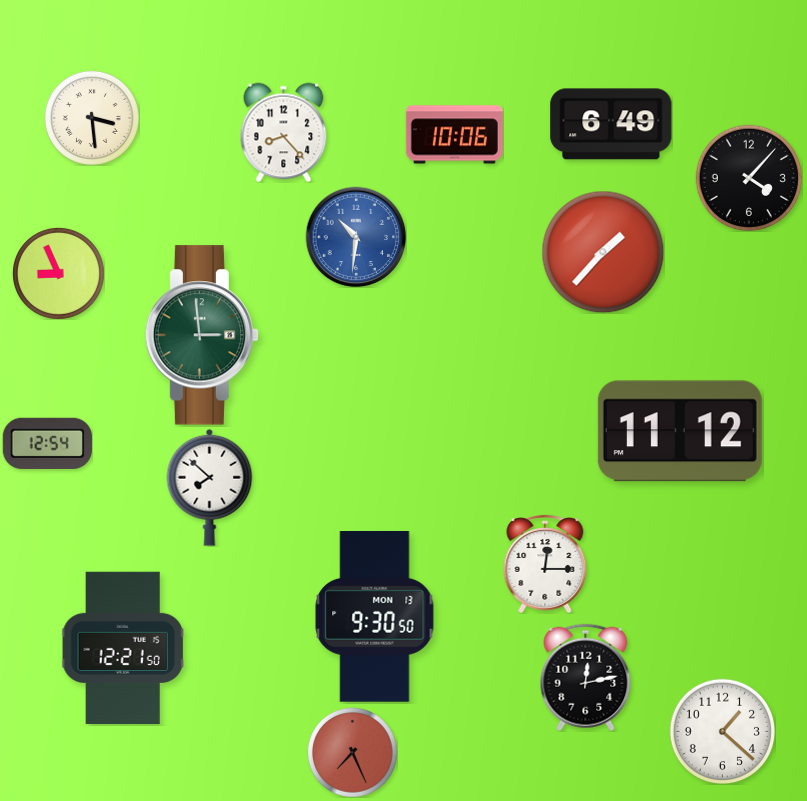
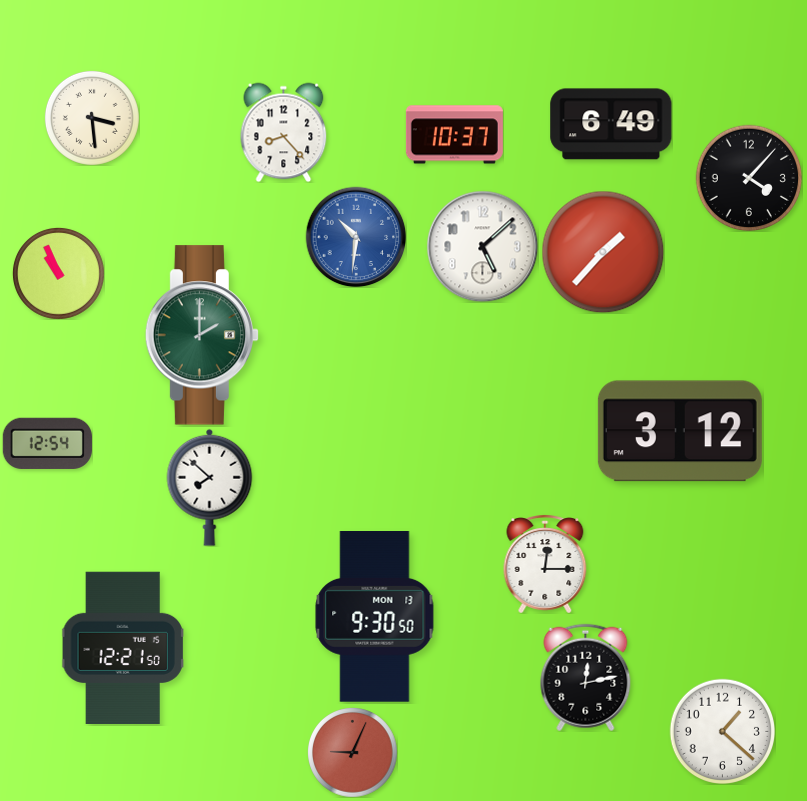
clock at (454, 135): 10:06 -> 10:37
clock at (482, 246): none -> 5:08
clock at (58, 273): 8:56 -> 10:56
clock at (201, 335): 2:59 -> 2:00
clock at (680, 431): 11:12 -> 3:12
clock at (353, 753): 7:26 -> 9:04
